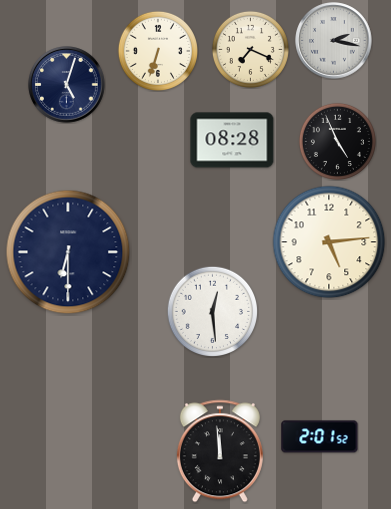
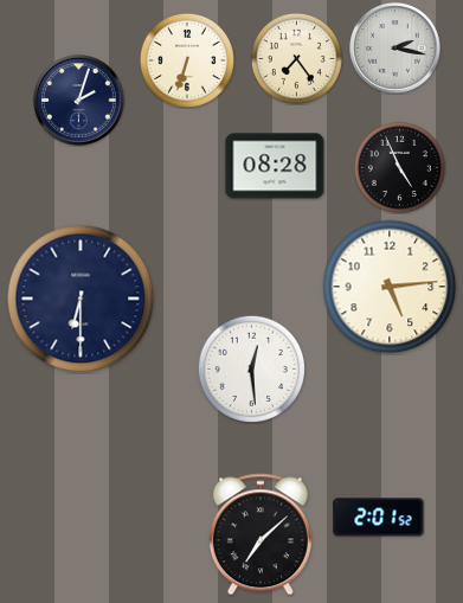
clock at (250, 49): 7:19 -> 7:24
clock at (67, 85): 5:03 -> 2:03
clock at (220, 451): 11:59 -> 7:08
